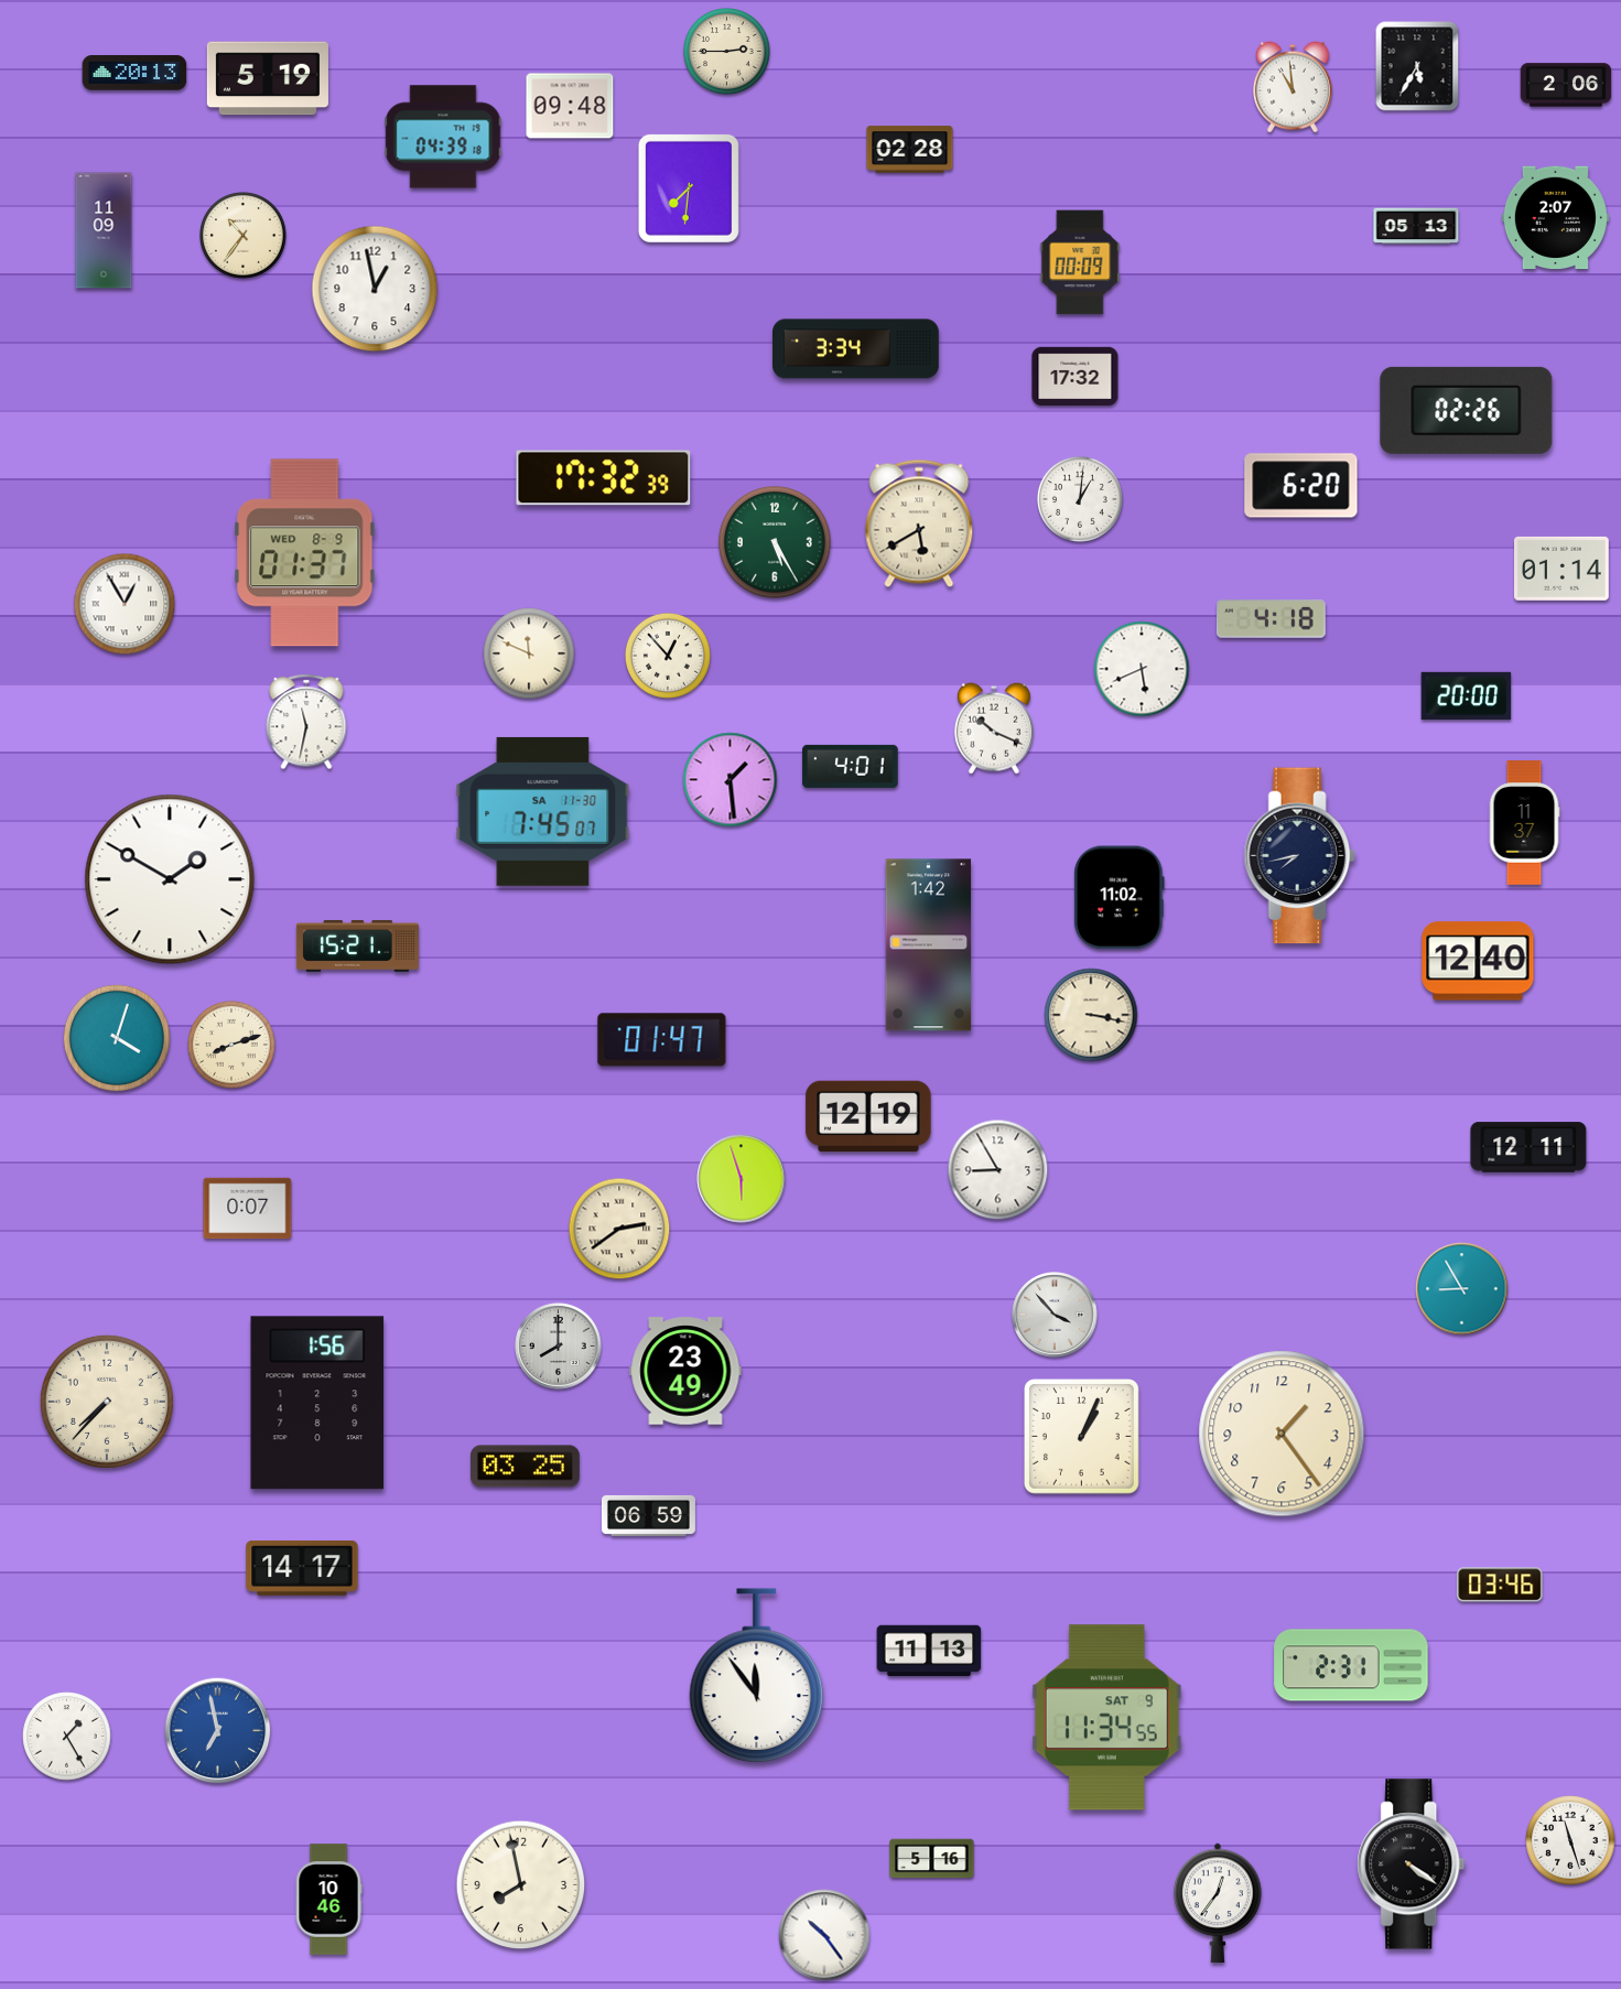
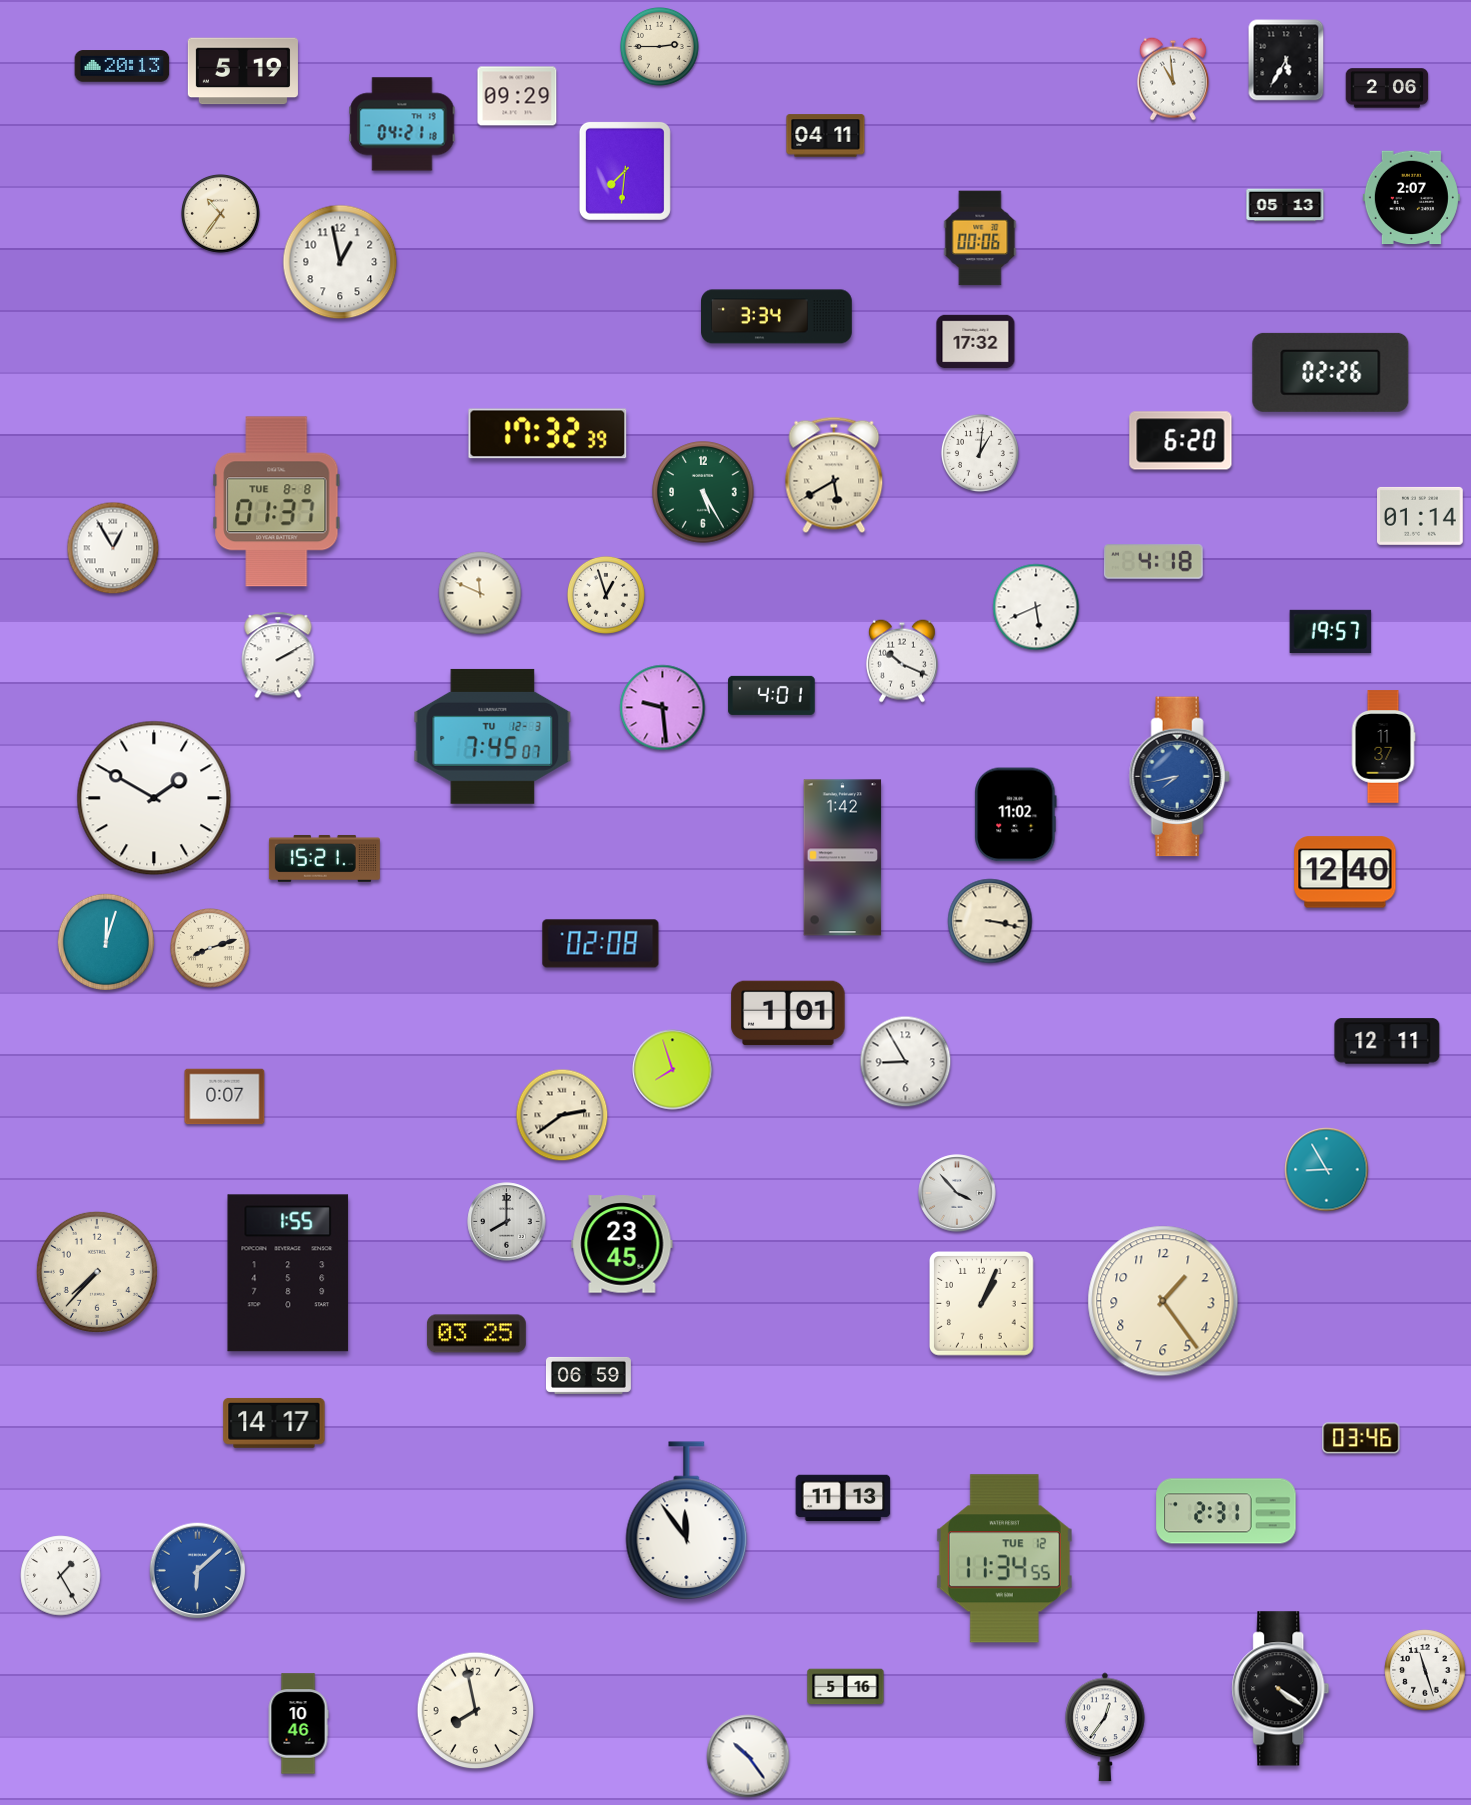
clock at (1566, 85) position: (1566, 85) -> (1387, 88)
clock at (570, 106): 09:48 -> 09:29
clock at (443, 137): 04:39 -> 04:21
clock at (910, 150): 02:28 -> 04:11
clock at (104, 230): 11:09 -> none
clock at (1080, 262): 00:09 -> 00:06
clock at (305, 553) date: WED 8-9 -> TUE 8-8
clock at (1563, 569) position: (1563, 569) -> (1421, 516)
clock at (668, 656): 12:53 -> 12:57
clock at (1467, 695): 20:00 -> 19:57
clock at (306, 722): 11:32 -> 2:10
clock at (731, 780): 1:29 -> 9:29
clock at (543, 811) date: SA 11-30 -> TU 12-3
clock at (1299, 856) dial: navy -> blue
clock at (1478, 961) position: (1478, 961) -> (1345, 872)
clock at (116, 1037): 4:03 -> 12:03
clock at (662, 1040): 01:47 -> 02:08
clock at (868, 1116): 12:19 -> 1:01
clock at (742, 1179): 5:57 -> 7:57
clock at (685, 1371): 23:49 -> 23:45
clock at (317, 1403): 1:56 -> 1:55
clock at (525, 1467) position: (525, 1467) -> (476, 1334)
clock at (1106, 1718) date: SAT 9 -> TUE 12
clock at (218, 1731): 6:58 -> 6:08
clock at (1412, 1864) position: (1412, 1864) -> (1281, 1689)
clock at (521, 1885) position: (521, 1885) -> (476, 1711)
